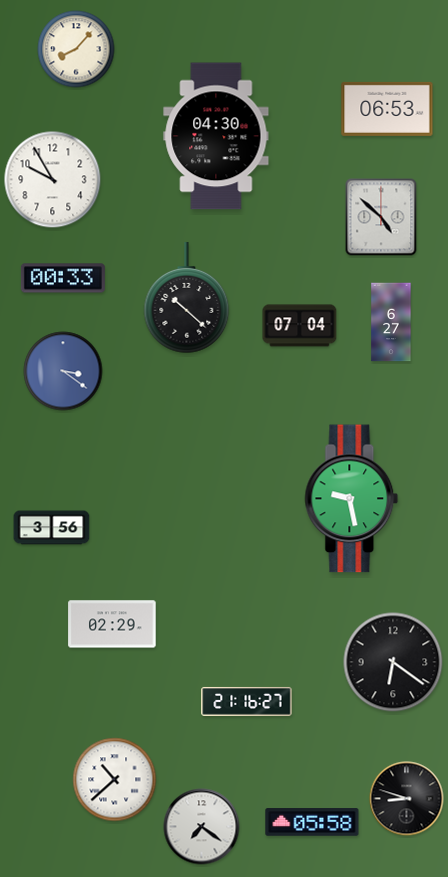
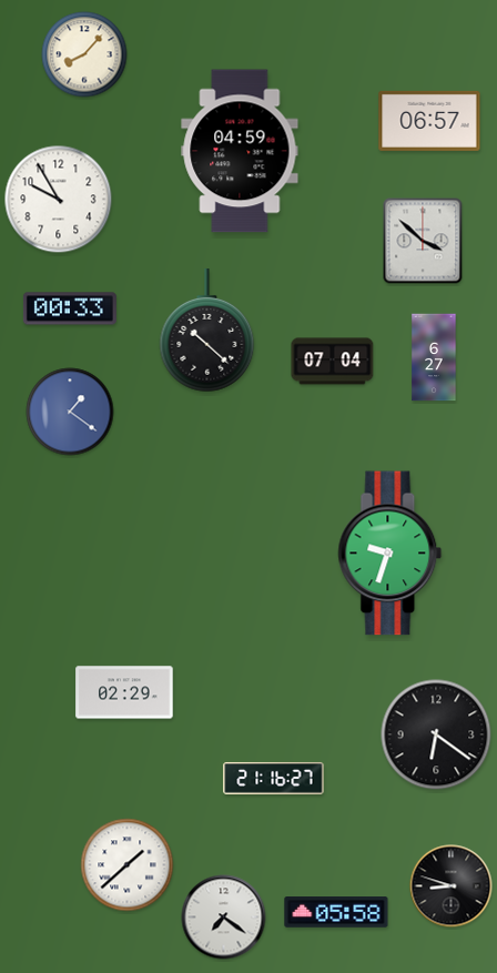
clock at (387, 109): 06:53 -> 06:57
clock at (216, 136): 04:30 -> 04:59
clock at (381, 217): 4:52 -> 3:52
clock at (63, 371): 3:21 -> 1:21
clock at (352, 499): 9:28 -> 9:33
clock at (52, 528): 3:56 -> none
clock at (115, 780): 10:38 -> 1:38
clock at (312, 822) position: (312, 822) -> (336, 912)
